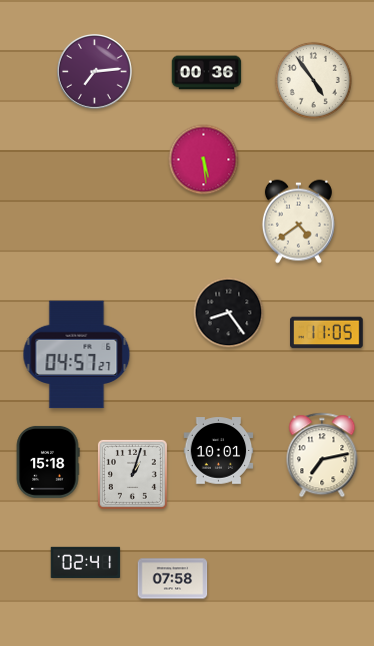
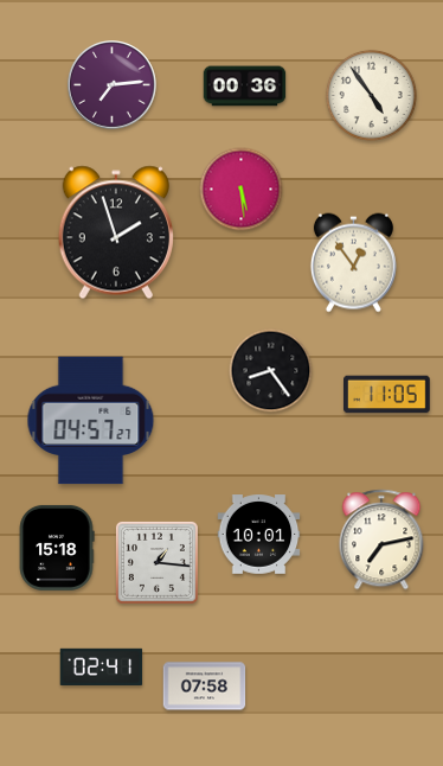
clock at (116, 232): none -> 1:57
clock at (298, 222): 4:39 -> 12:54
clock at (132, 474): 1:03 -> 1:16
